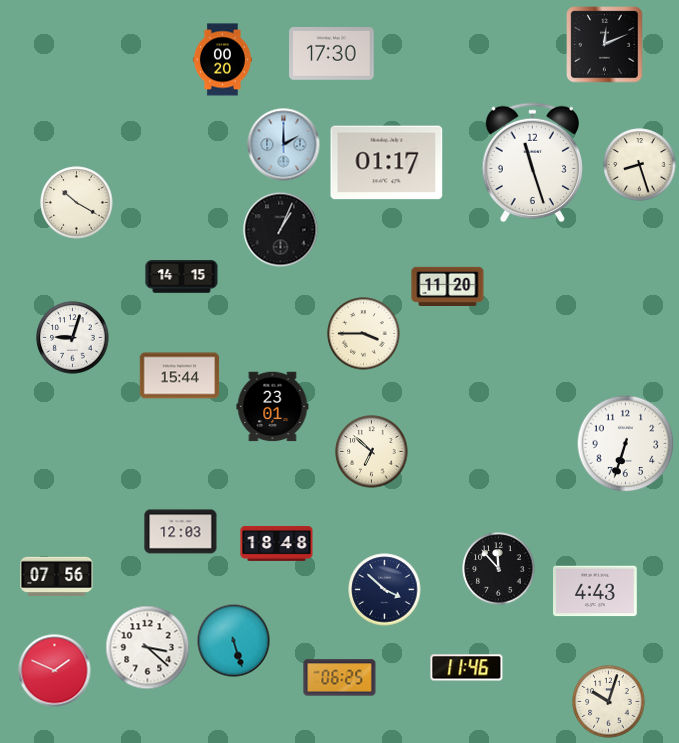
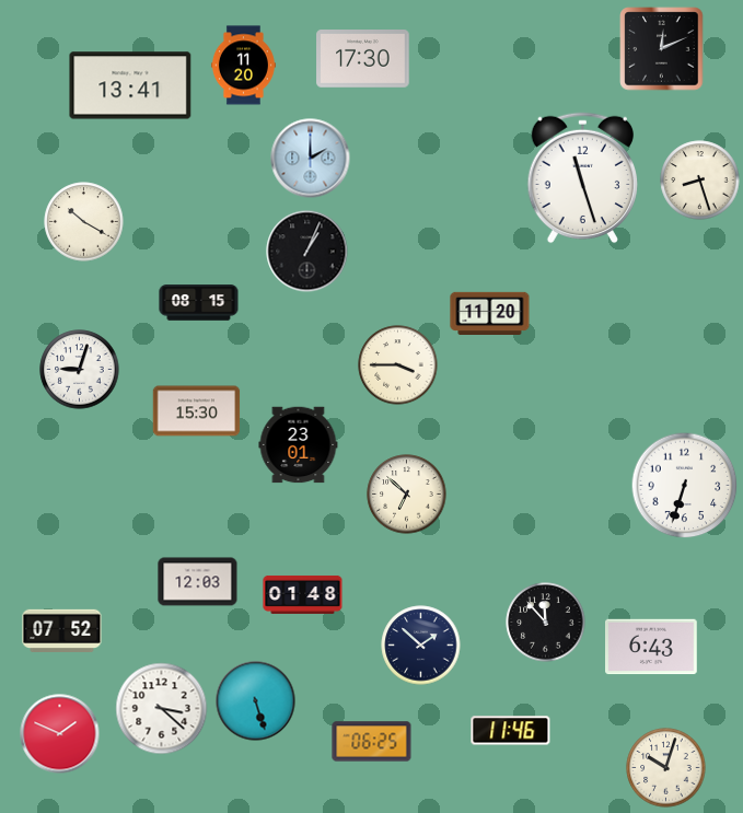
clock at (222, 60): 00:20 -> 11:20
clock at (130, 85): none -> 13:41
clock at (387, 163): 01:17 -> none
clock at (182, 277): 14:15 -> 08:15
clock at (180, 376): 15:44 -> 15:30
clock at (277, 543): 18:48 -> 01:48
clock at (57, 576): 07:56 -> 07:52
clock at (385, 590): 3:52 -> 1:52
clock at (596, 591): 4:43 -> 6:43
